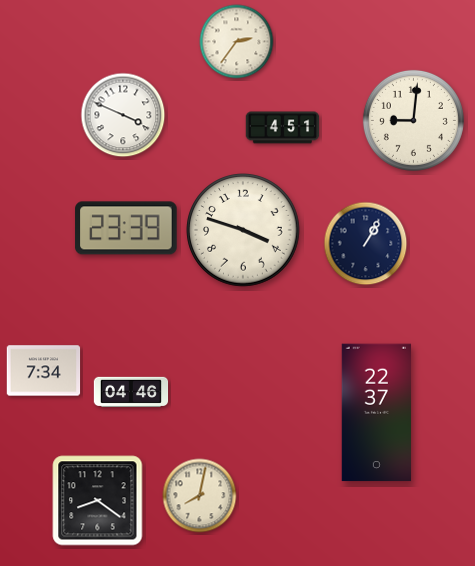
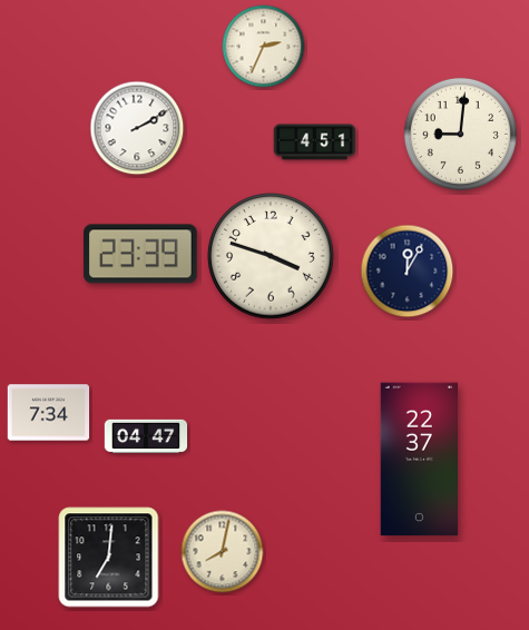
clock at (237, 42): 2:36 -> 2:34
clock at (123, 115): 3:49 -> 2:10
clock at (366, 244): 1:05 -> 12:05
clock at (131, 392): 04:46 -> 04:47
clock at (98, 501): 8:21 -> 7:01
